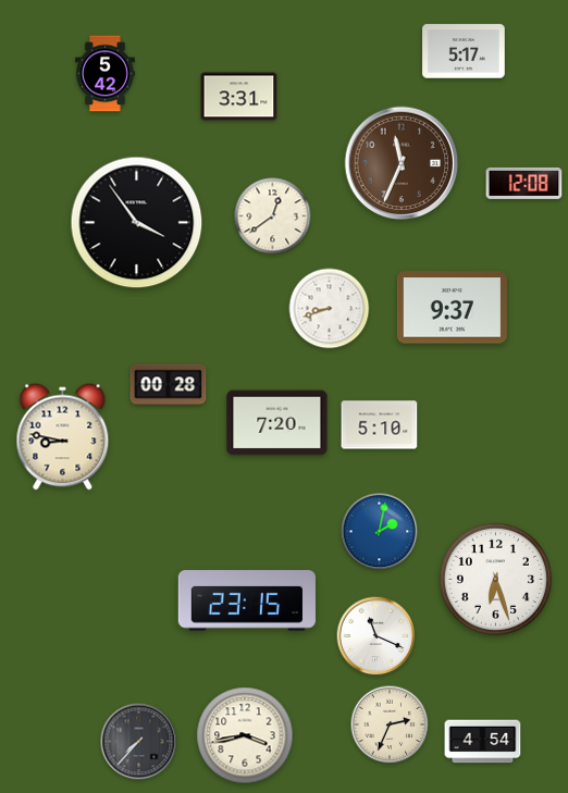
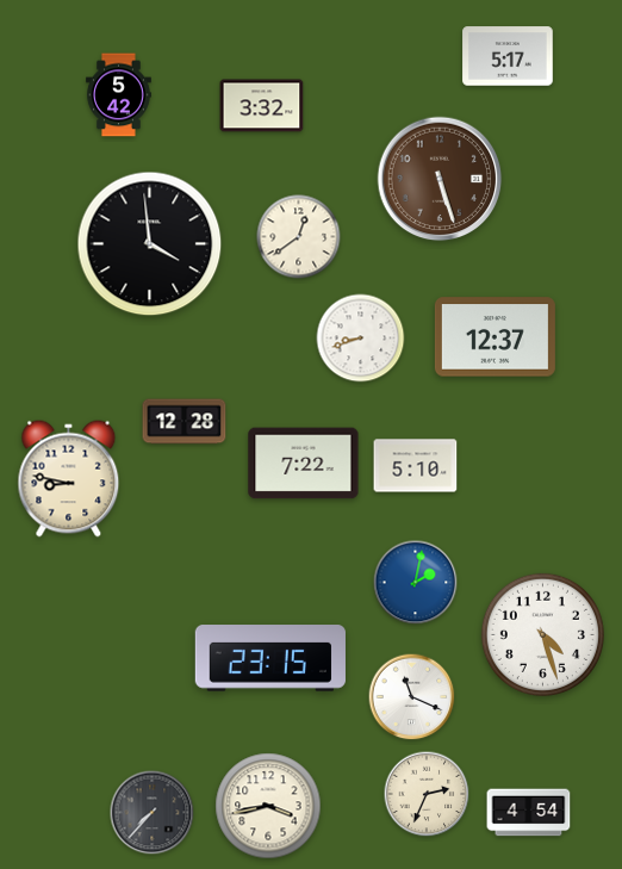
clock at (104, 74) position: (104, 74) -> (118, 95)
clock at (239, 97): 3:31 -> 3:32
clock at (402, 163): 11:34 -> 5:27
clock at (524, 183): 12:08 -> none
clock at (137, 223): 3:54 -> 3:59
clock at (452, 308): 9:37 -> 12:37
clock at (169, 385): 00:28 -> 12:28
clock at (277, 423): 7:20 -> 7:22
clock at (495, 579): 6:27 -> 4:27
